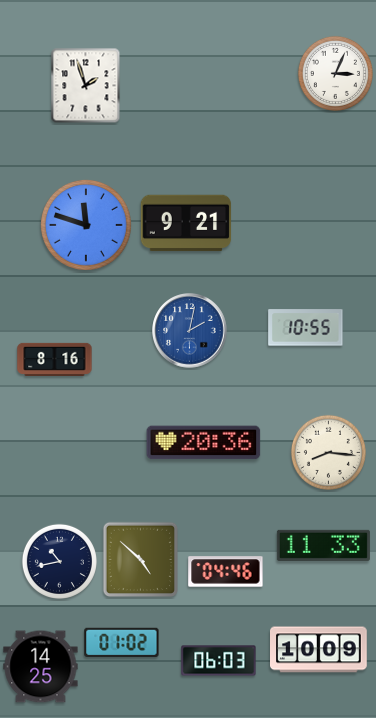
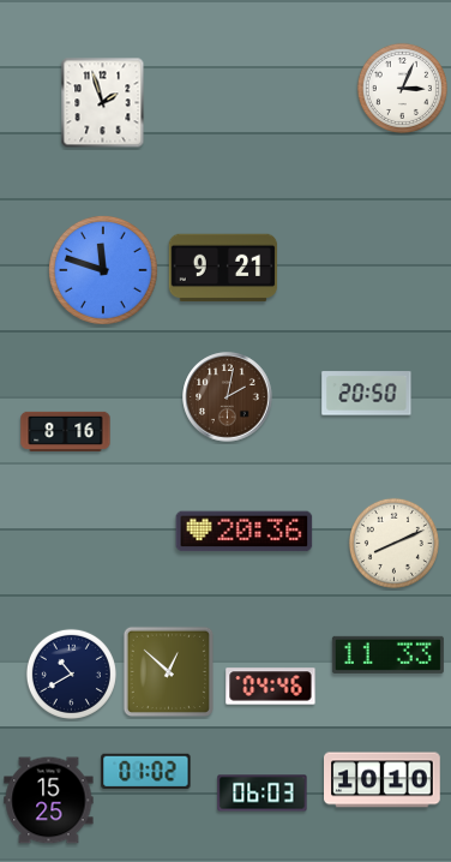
clock at (306, 328): 10:55 -> 20:50
clock at (190, 331) dial: blue -> brown
clock at (328, 452): 8:16 -> 8:11
clock at (140, 559): 4:52 -> 12:52
clock at (59, 561): 10:43 -> 10:40
clock at (319, 650): 10:09 -> 10:10
clock at (41, 667): 14:25 -> 15:25
